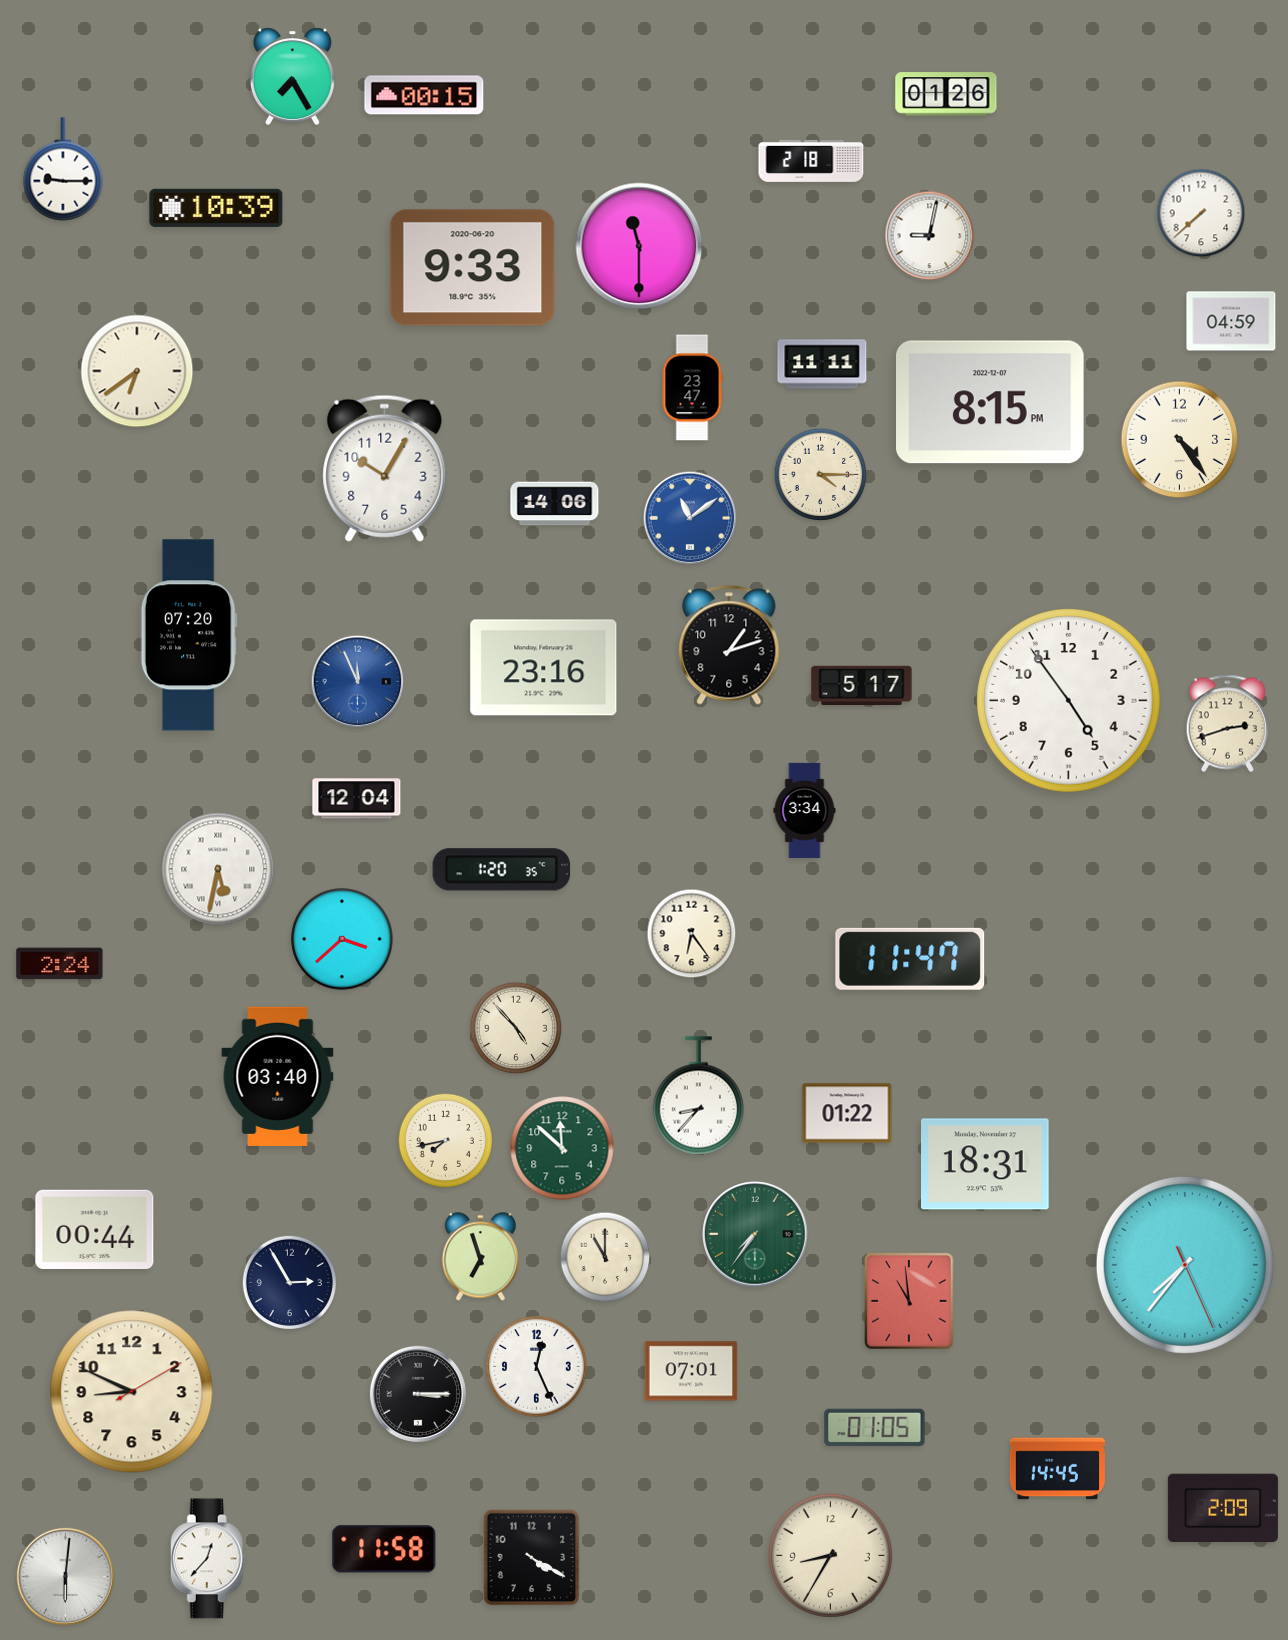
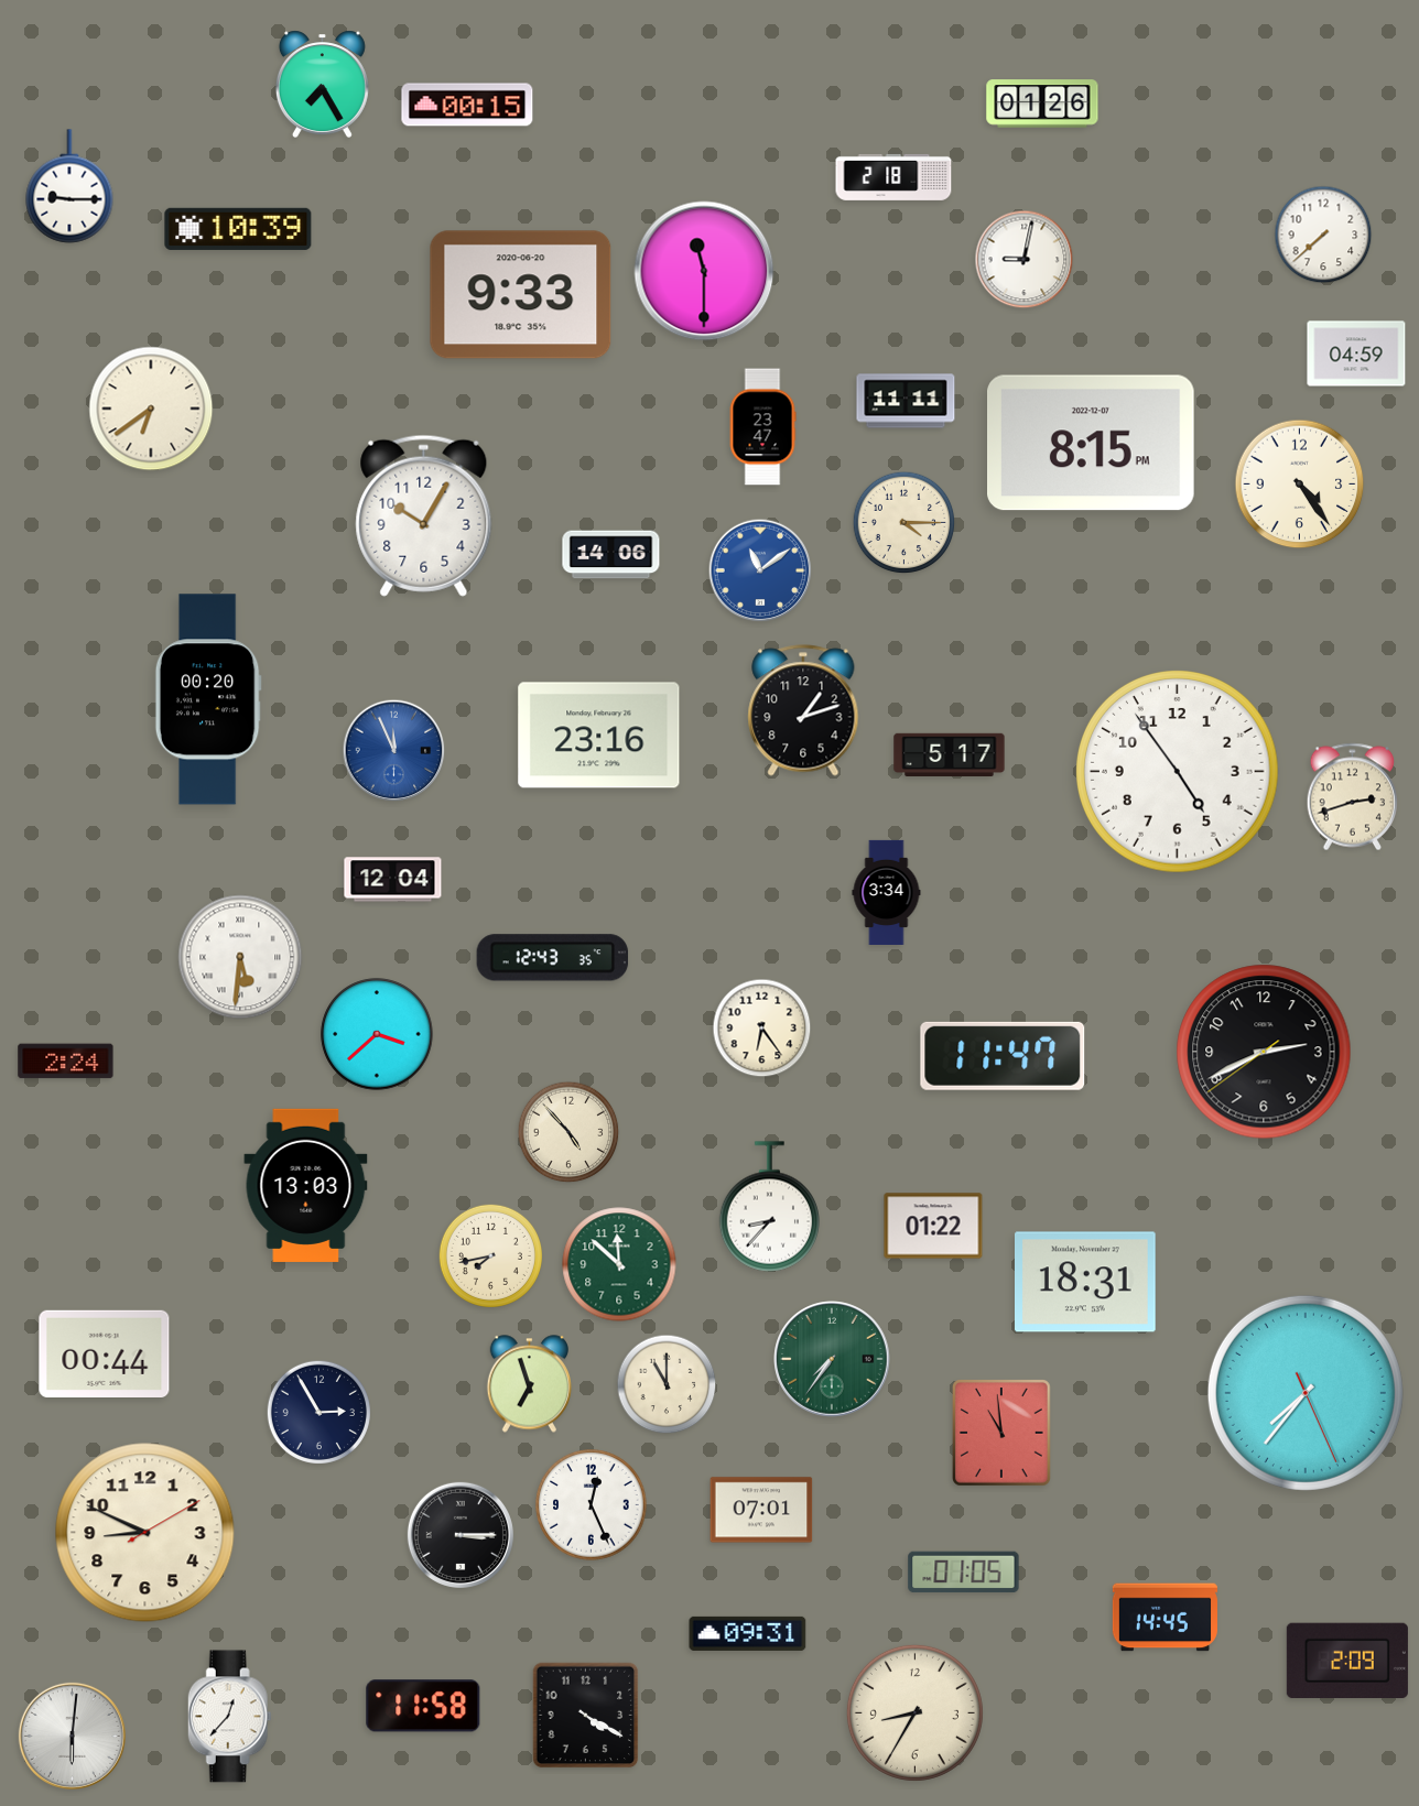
clock at (189, 635): 07:20 -> 00:20
clock at (218, 869): 5:32 -> 5:31
clock at (502, 870): 1:20 -> 12:43
clock at (1264, 1052): none -> 2:40
clock at (278, 1076): 03:40 -> 13:03
clock at (748, 1633): none -> 09:31
